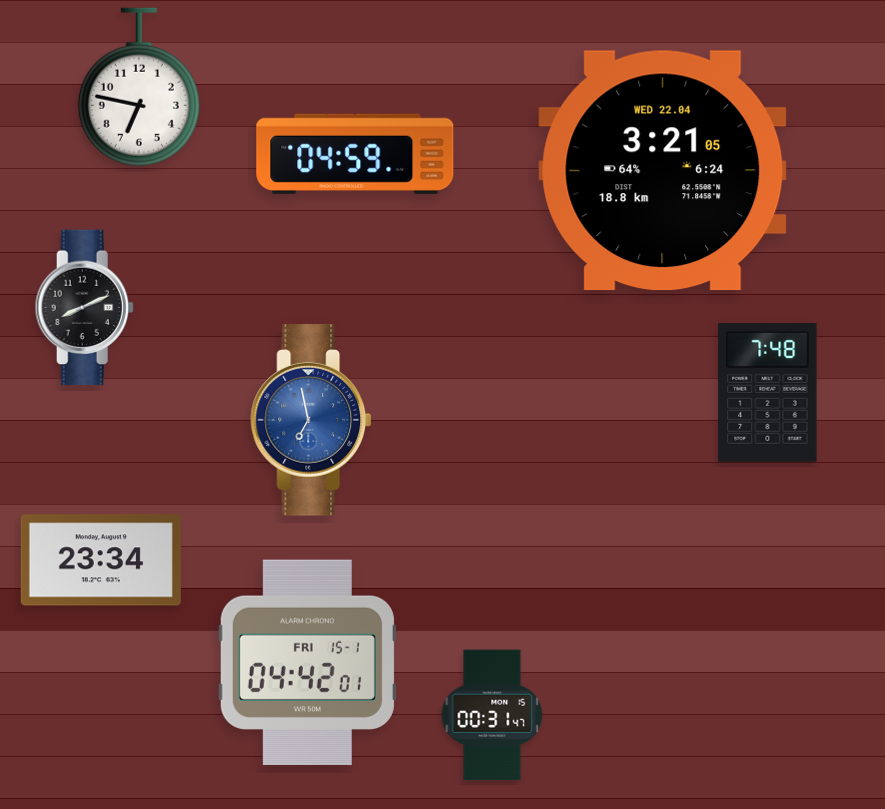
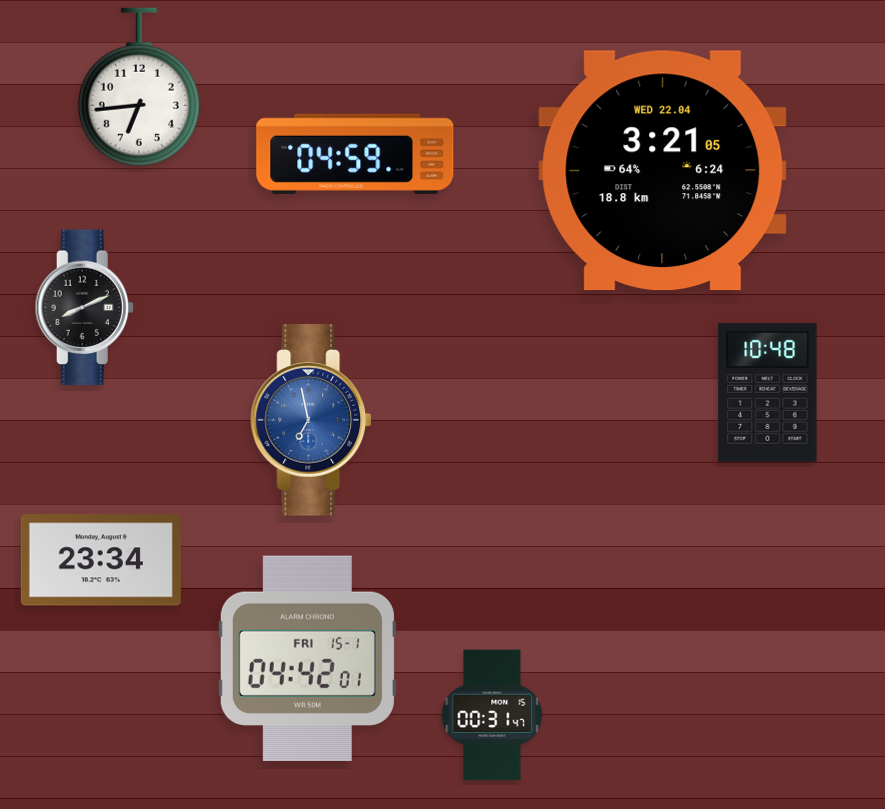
clock at (139, 87): 6:47 -> 6:44
clock at (768, 392): 7:48 -> 10:48
clock at (307, 662) position: (307, 662) -> (307, 658)
